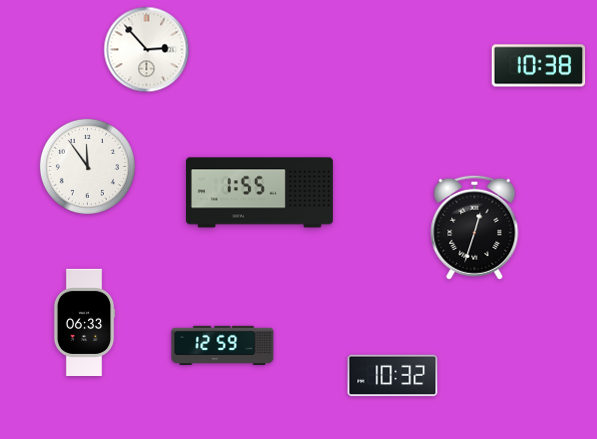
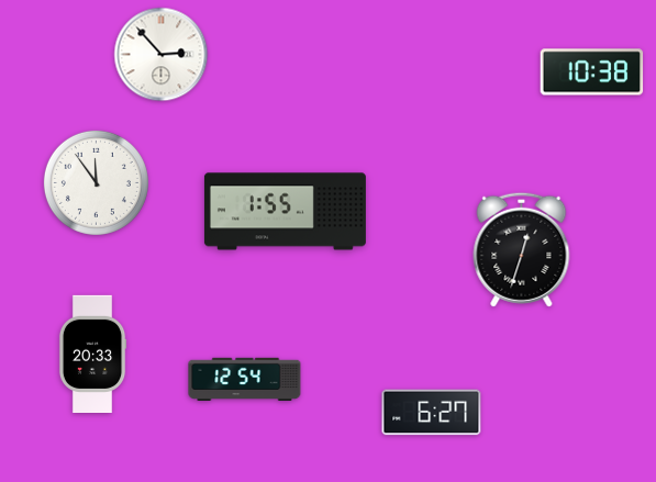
clock at (84, 322): 06:33 -> 20:33
clock at (223, 345): 12:59 -> 12:54
clock at (393, 376): 10:32 -> 6:27
